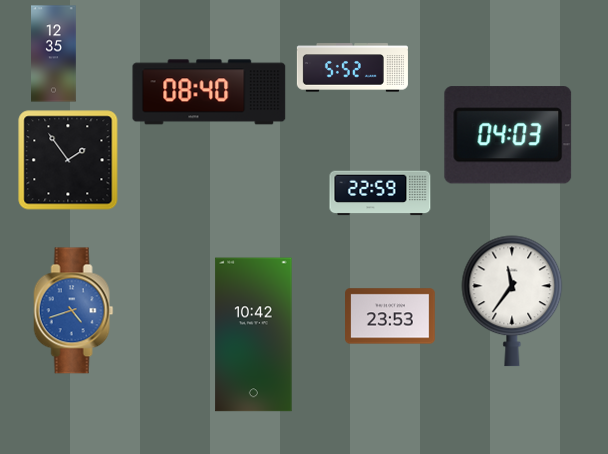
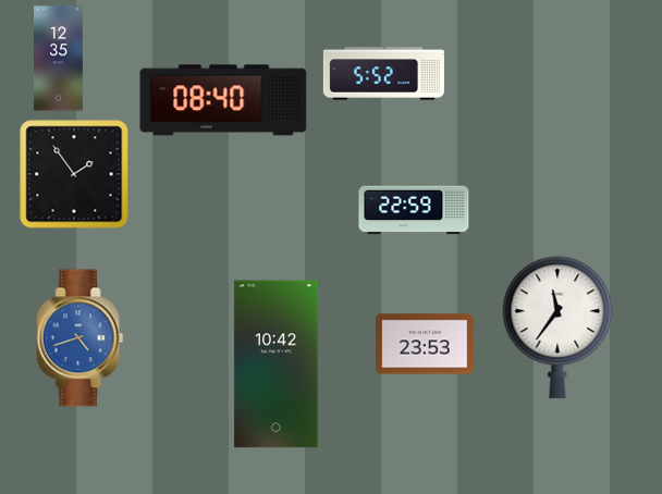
clock at (209, 92) position: (209, 92) -> (223, 100)
clock at (508, 135): 04:03 -> none
